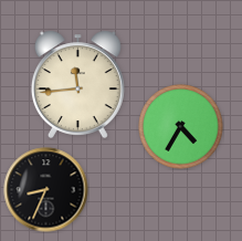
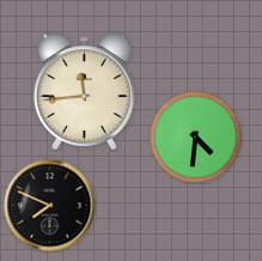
clock at (181, 127): 4:35 -> 4:31
clock at (46, 190): 8:34 -> 7:49
